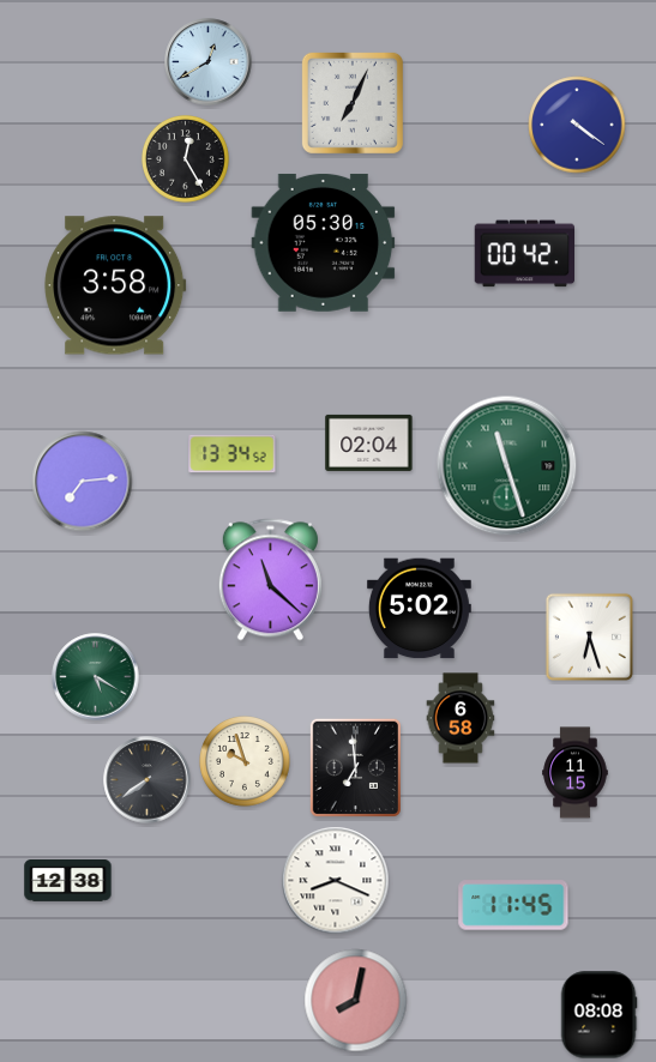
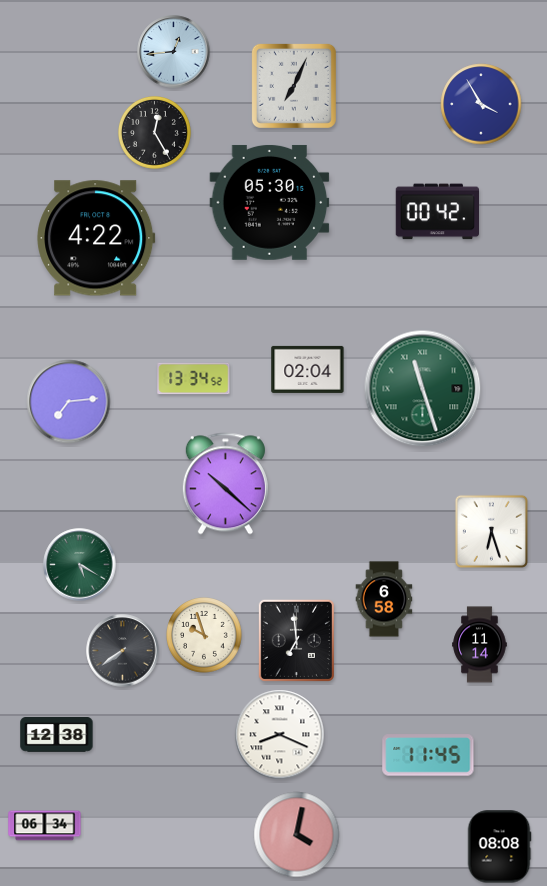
clock at (209, 62): 12:40 -> 12:44
clock at (577, 125): 4:21 -> 3:55
clock at (115, 285): 3:58 -> 4:22
clock at (270, 580): 11:22 -> 10:22
clock at (419, 609): 5:02 -> none
clock at (576, 773): 11:15 -> 11:14
clock at (45, 826): none -> 06:34
clock at (356, 1001): 8:02 -> 4:02
